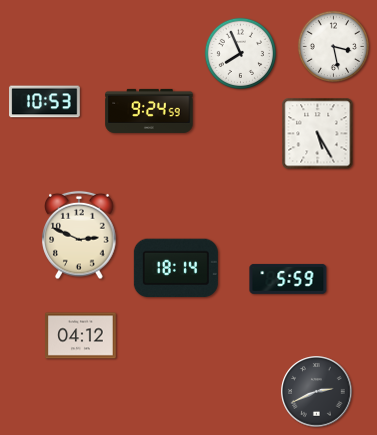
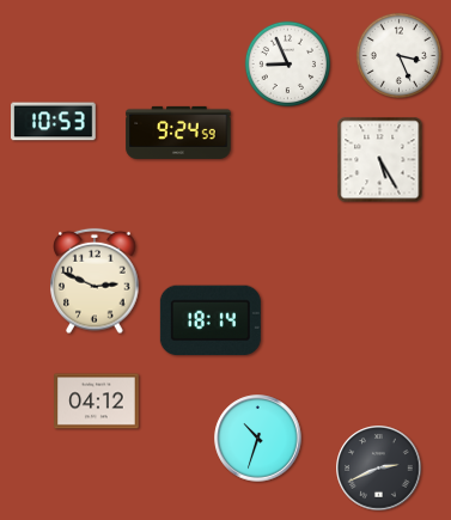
clock at (333, 46): 3:28 -> 3:26
clock at (240, 53): 7:56 -> 8:56
clock at (288, 279): 5:59 -> none
clock at (258, 439): none -> 10:33
